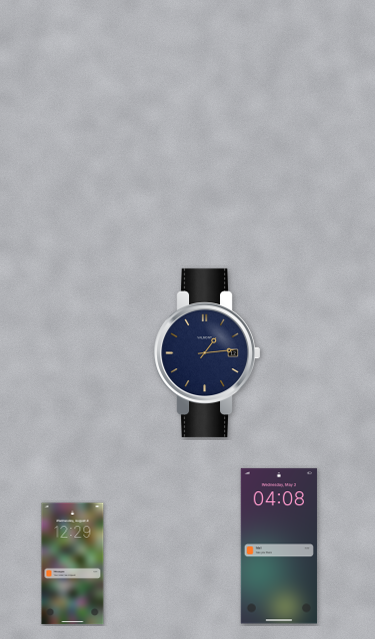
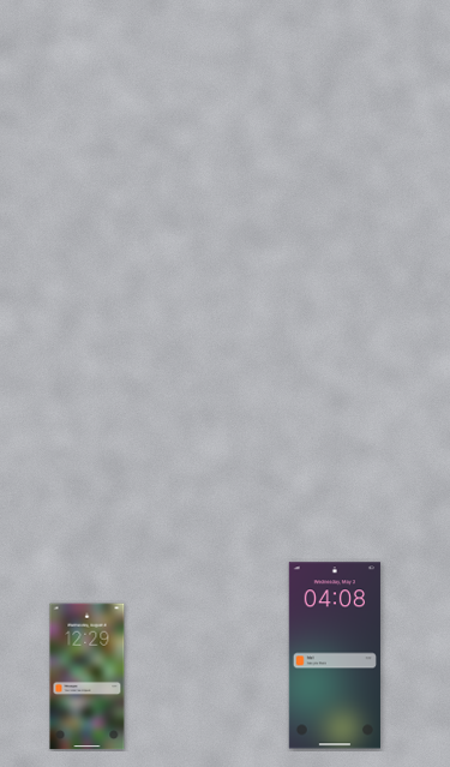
clock at (207, 353): 1:14 -> none
